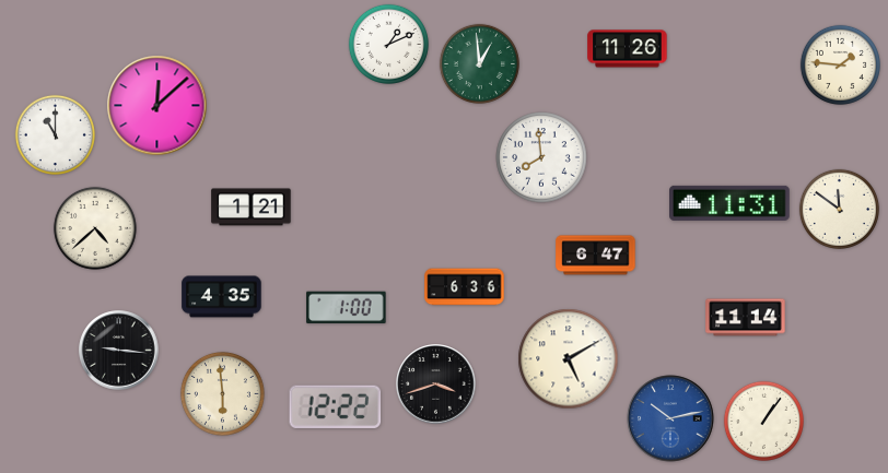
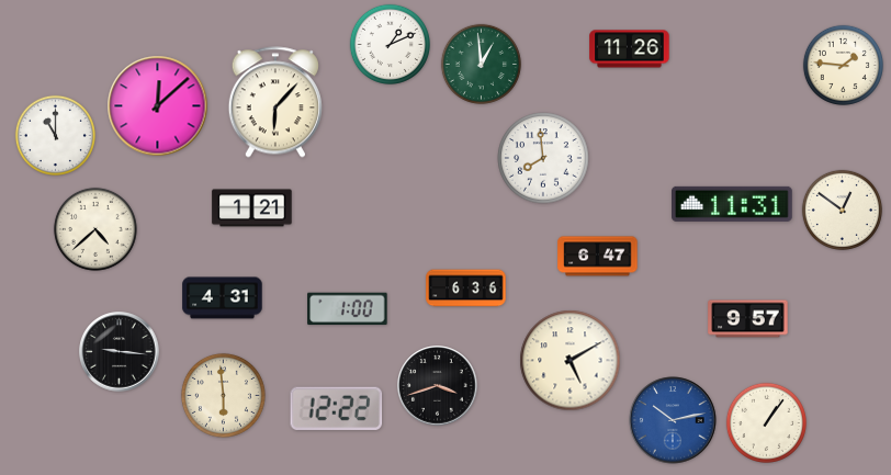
clock at (275, 102): none -> 6:07
clock at (839, 209): 11:51 -> 12:51
clock at (222, 297): 4:35 -> 4:31
clock at (746, 318): 11:14 -> 9:57
